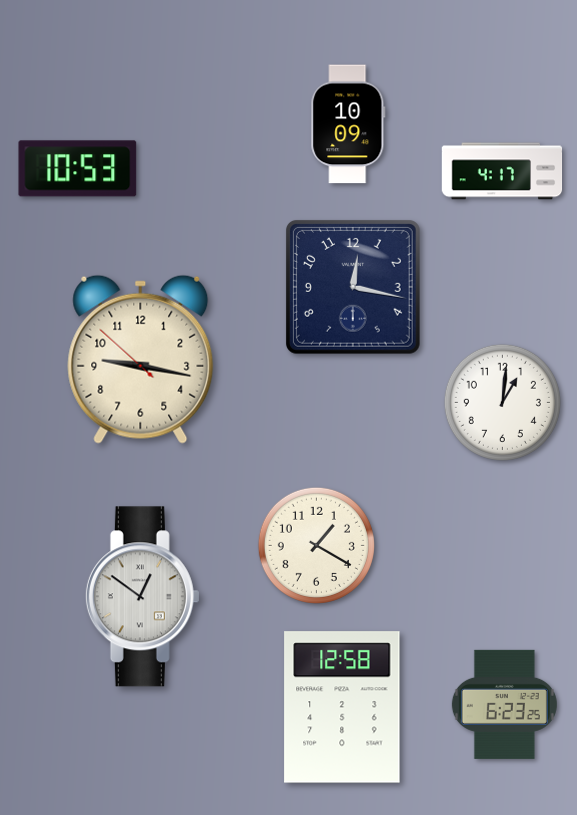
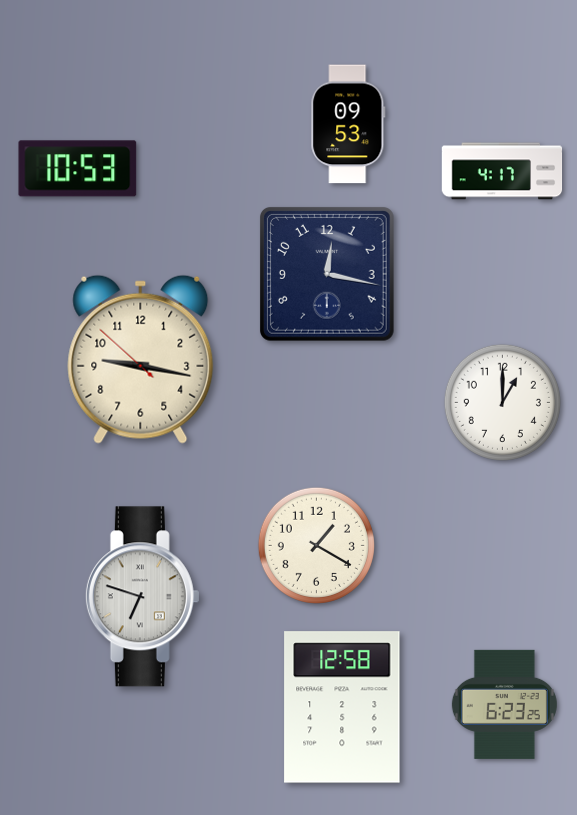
clock at (348, 124): 10:09 -> 09:53
clock at (353, 287) position: (353, 287) -> (327, 274)
clock at (502, 402): 1:01 -> 1:00
clock at (142, 597): 12:51 -> 6:48
